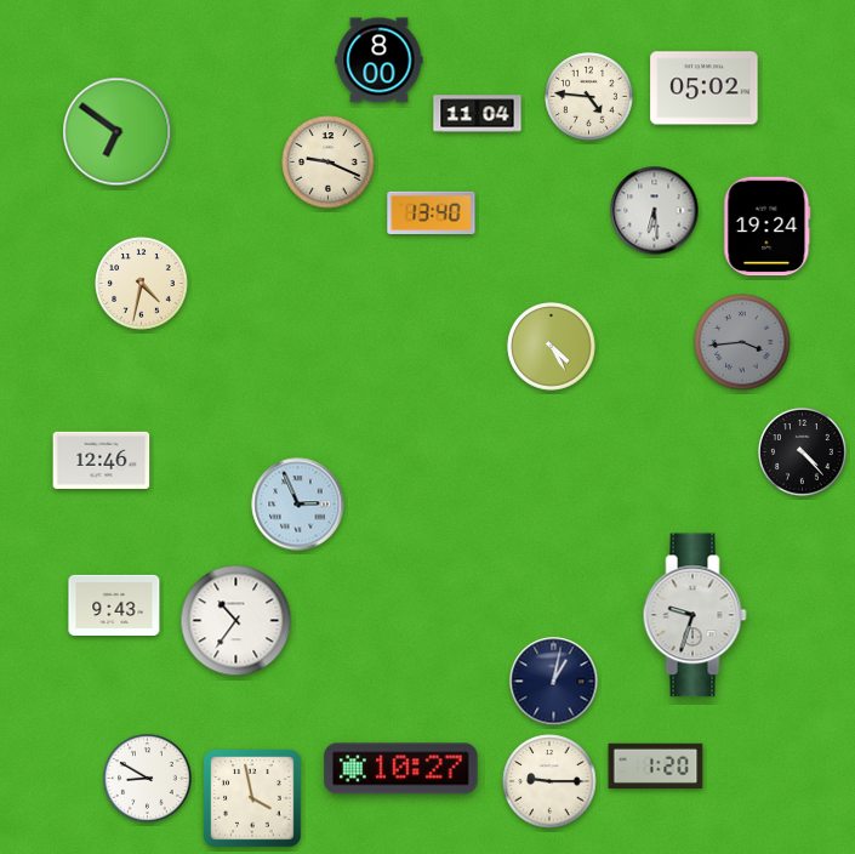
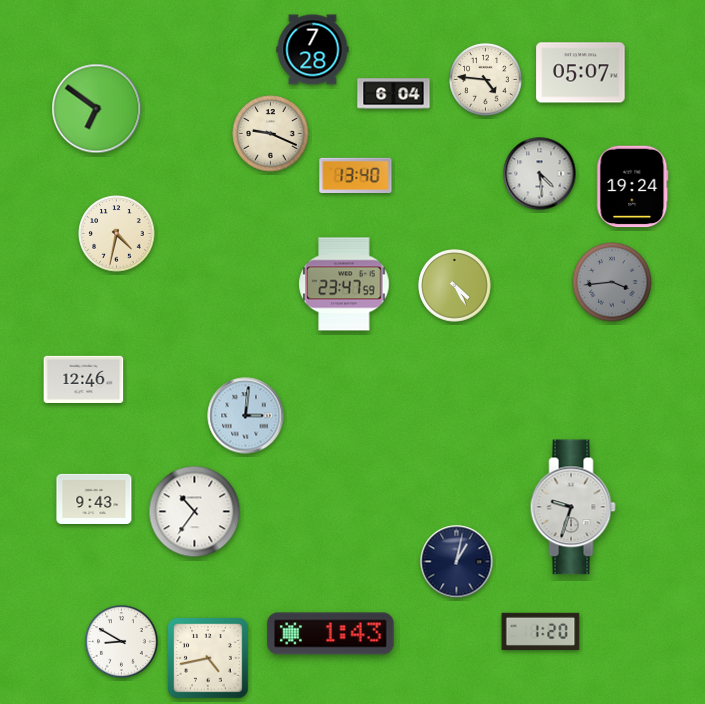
clock at (380, 61): 8:00 -> 7:28
clock at (705, 89): 05:02 -> 05:07
clock at (478, 114): 11:04 -> 6:04
clock at (655, 211): 6:29 -> 4:29
clock at (344, 284): none -> 23:47
clock at (803, 452): 4:23 -> none
clock at (298, 505): 2:56 -> 3:01
clock at (401, 769): 10:27 -> 1:43
clock at (549, 781): 9:15 -> none
clock at (252, 798): 3:58 -> 4:43
